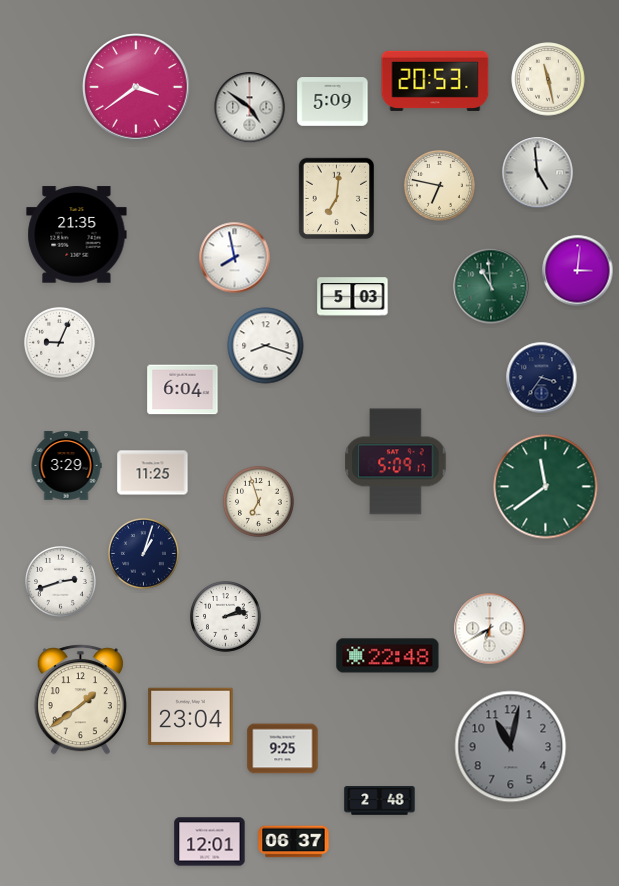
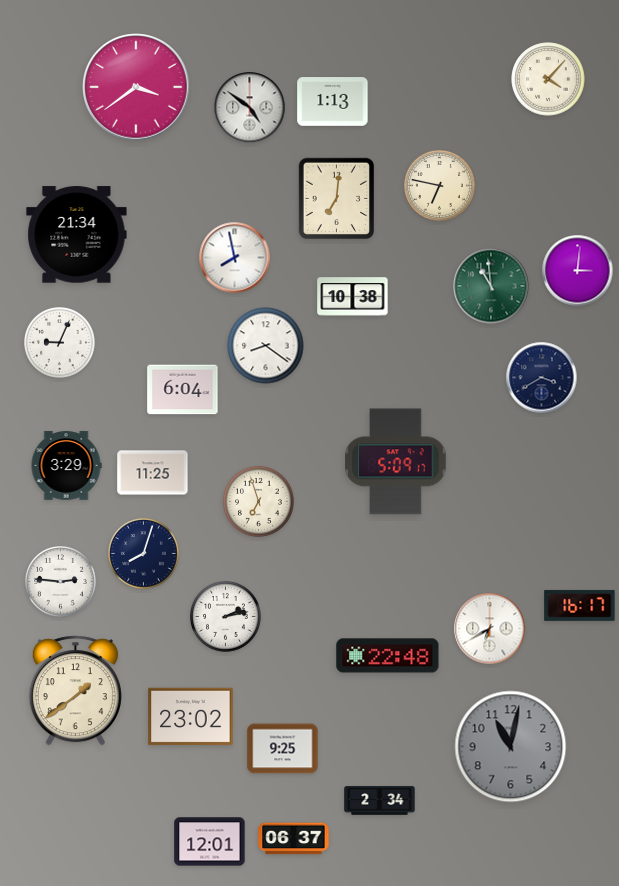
clock at (548, 79): 11:28 -> 4:07
clock at (435, 81): 20:53 -> none
clock at (333, 102): 5:09 -> 1:13
clock at (538, 173): 4:59 -> none
clock at (77, 235): 21:35 -> 21:34
clock at (353, 297): 5:03 -> 10:38
clock at (266, 346): 8:18 -> 8:21
clock at (542, 378): 3:36 -> 3:40
clock at (546, 487): 11:39 -> none
clock at (144, 554): 1:03 -> 8:03
clock at (61, 582): 2:42 -> 2:46
clock at (580, 606): none -> 16:17
clock at (80, 700) position: (80, 700) -> (75, 691)
clock at (191, 717): 23:04 -> 23:02
clock at (380, 801): 2:48 -> 2:34
clock at (294, 842) position: (294, 842) -> (294, 839)
